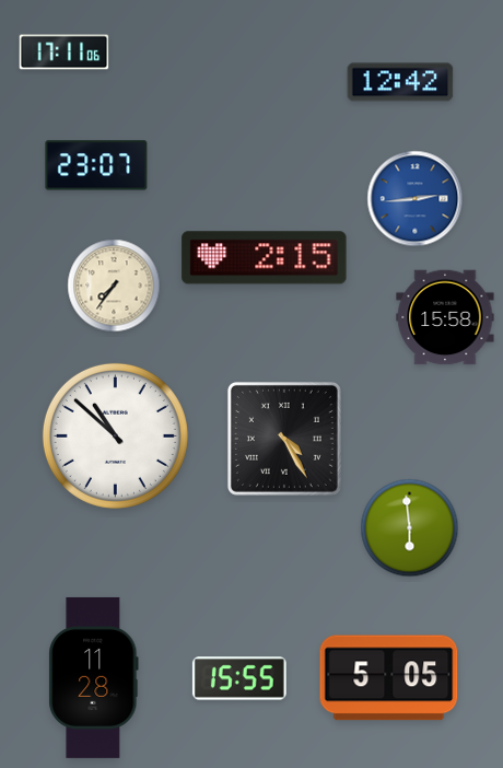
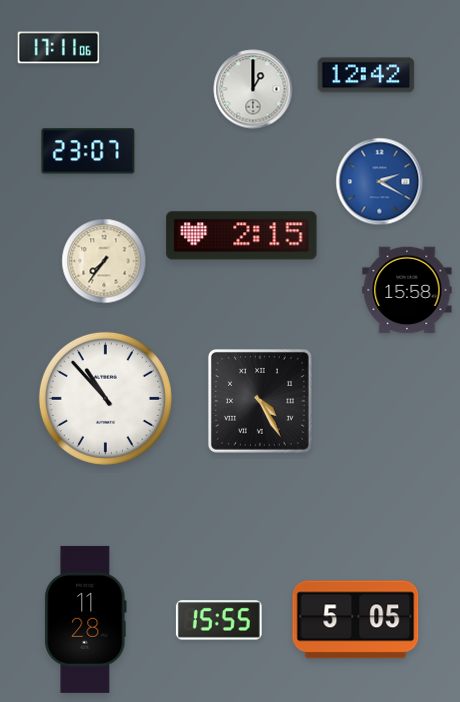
clock at (253, 89): none -> 1:00
clock at (416, 199): 2:44 -> 2:20
clock at (115, 435): 10:52 -> 10:53
clock at (410, 528): 5:59 -> none
